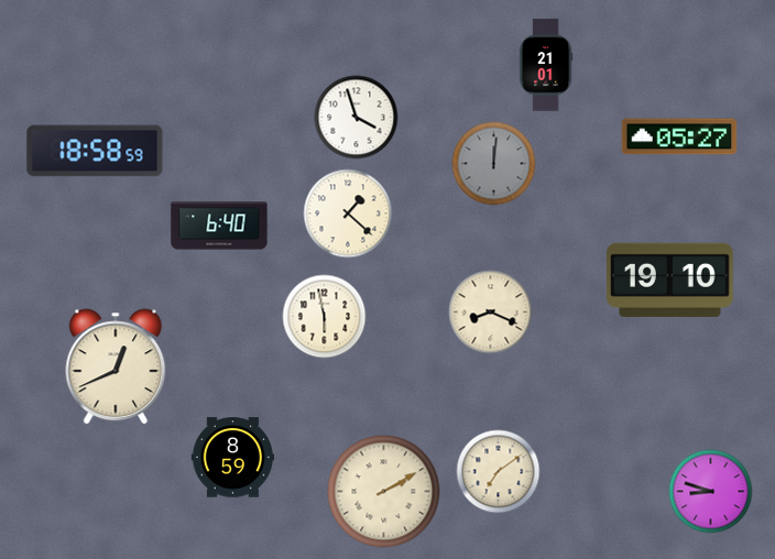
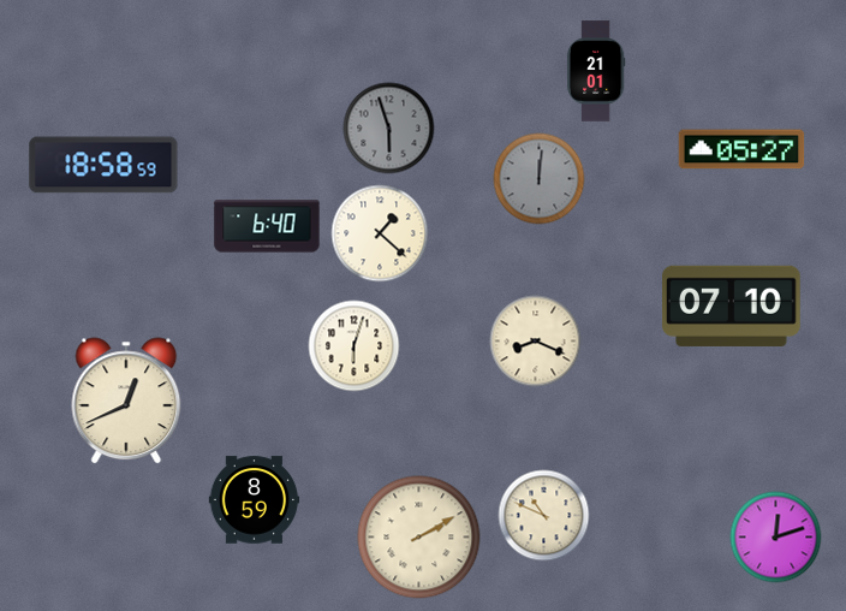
clock at (357, 118): 3:57 -> 5:57
clock at (357, 118) dial: white -> grey
clock at (219, 226) position: (219, 226) -> (267, 226)
clock at (670, 279): 19:10 -> 07:10
clock at (325, 317): 5:58 -> 6:03
clock at (499, 472): 7:09 -> 10:49
clock at (711, 492): 8:48 -> 12:12
